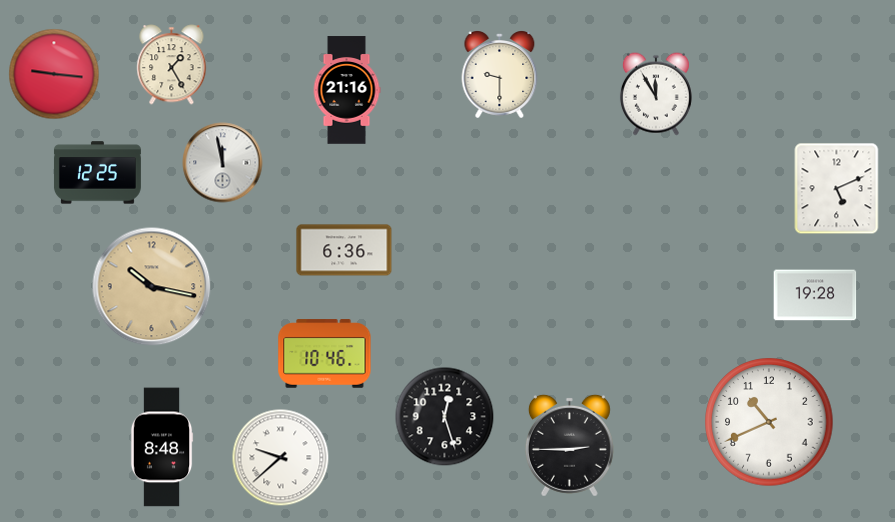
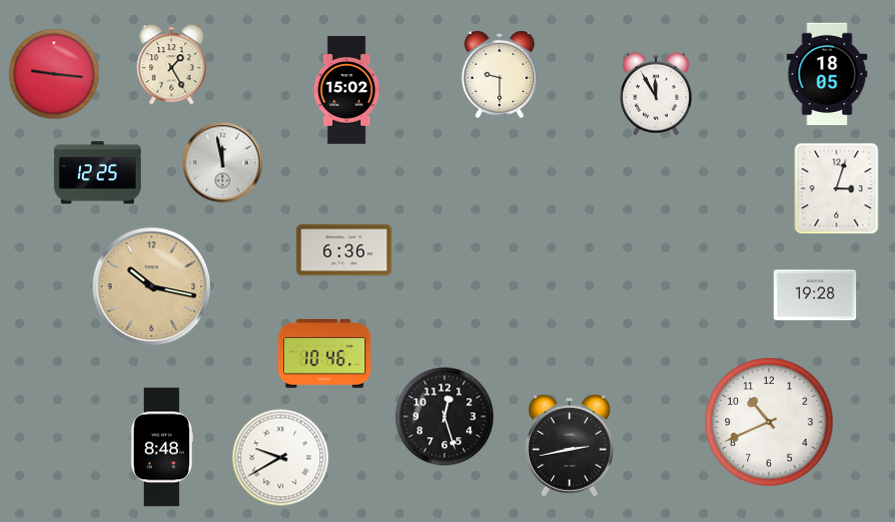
clock at (827, 74): none -> 18:05
clock at (347, 90): 21:16 -> 15:02
clock at (837, 189): 5:11 -> 3:03
clock at (569, 445): 2:45 -> 2:43
clock at (281, 458): 9:38 -> 9:40
